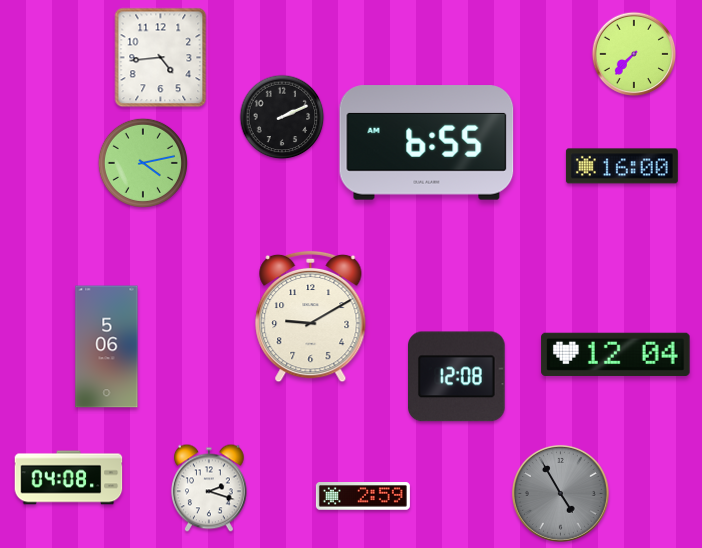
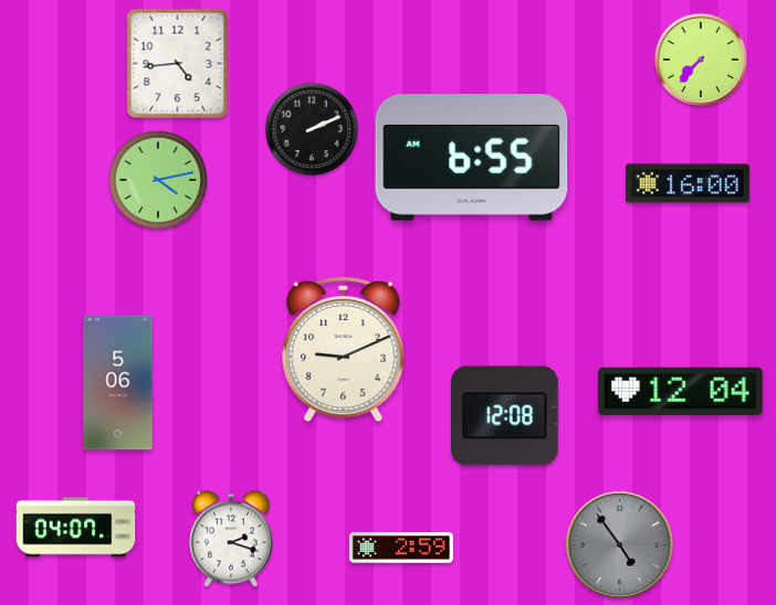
clock at (311, 317): 9:10 -> 9:11
clock at (69, 478): 04:08 -> 04:07
clock at (560, 493): 4:55 -> 4:54
